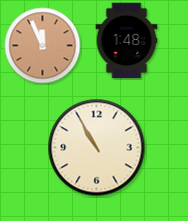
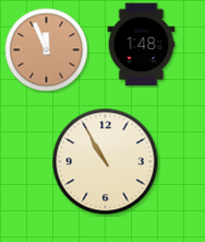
clock at (127, 41) position: (127, 41) -> (142, 45)
